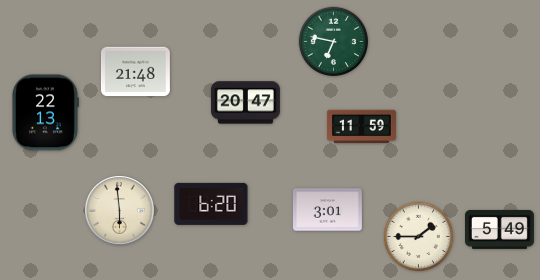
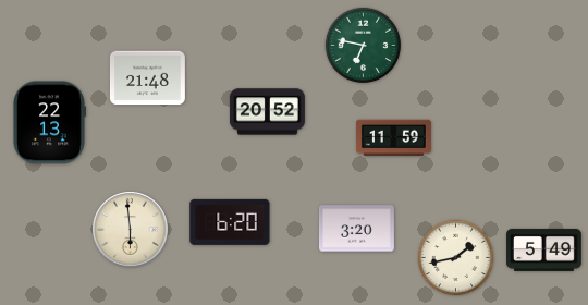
clock at (245, 103): 20:47 -> 20:52
clock at (327, 210): 3:01 -> 3:20
clock at (419, 237): 1:45 -> 1:43
